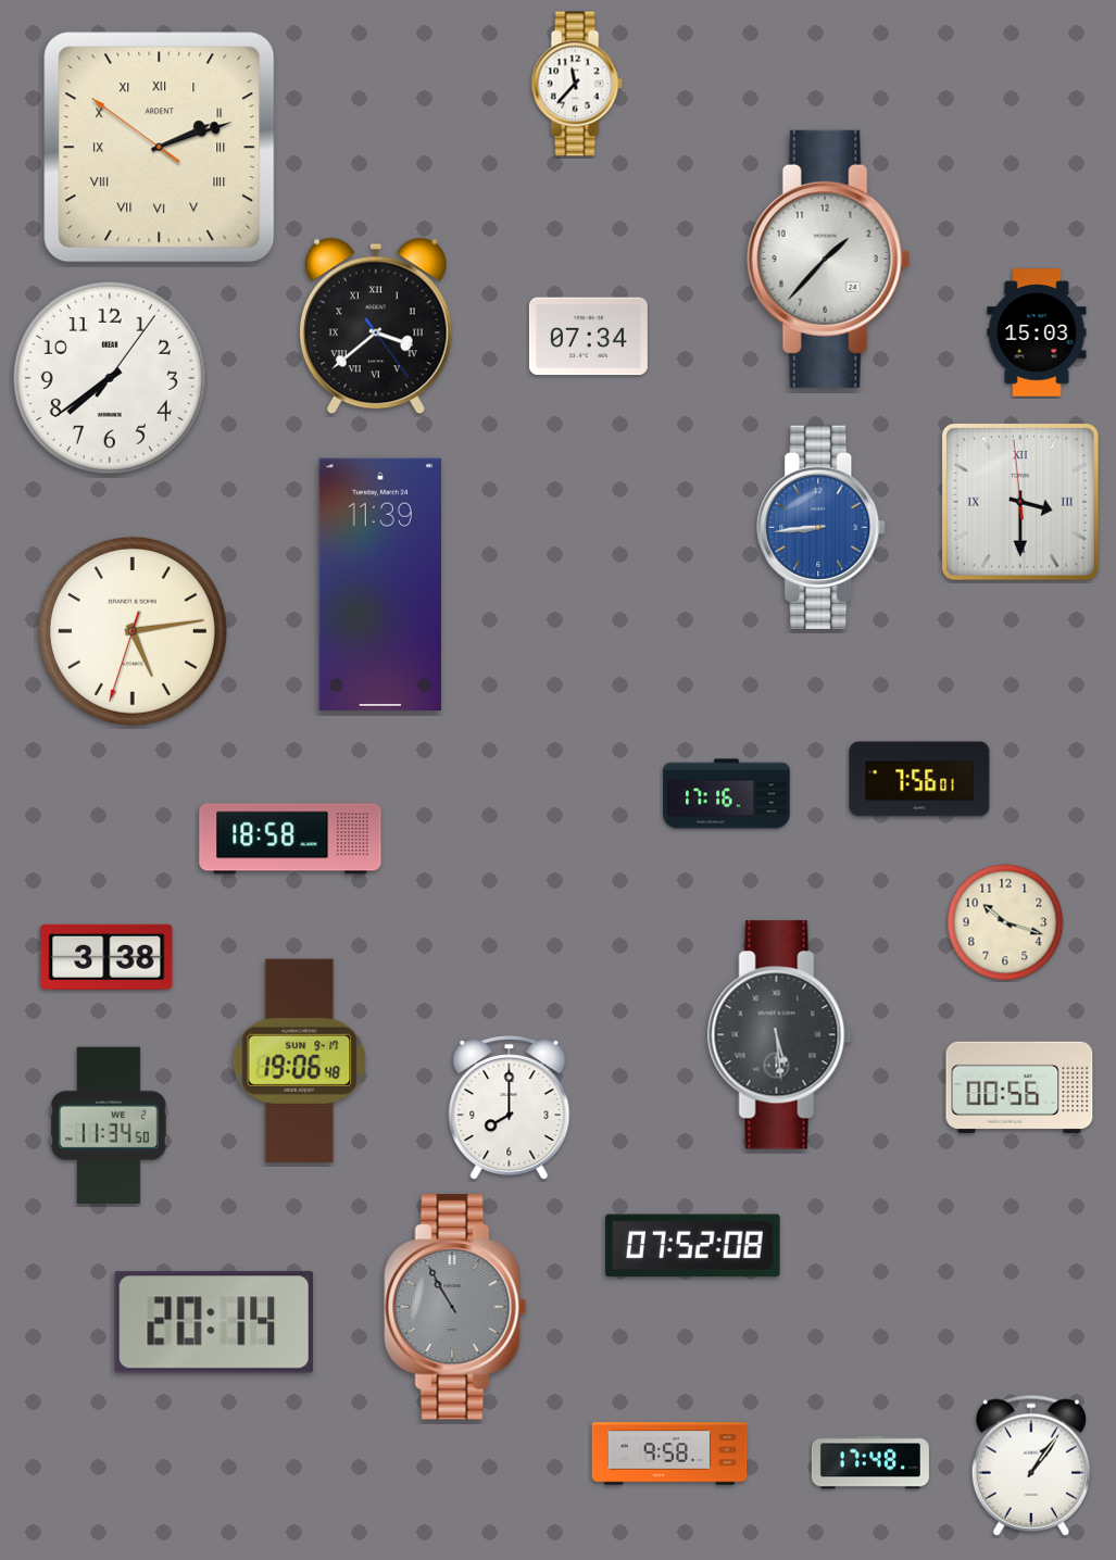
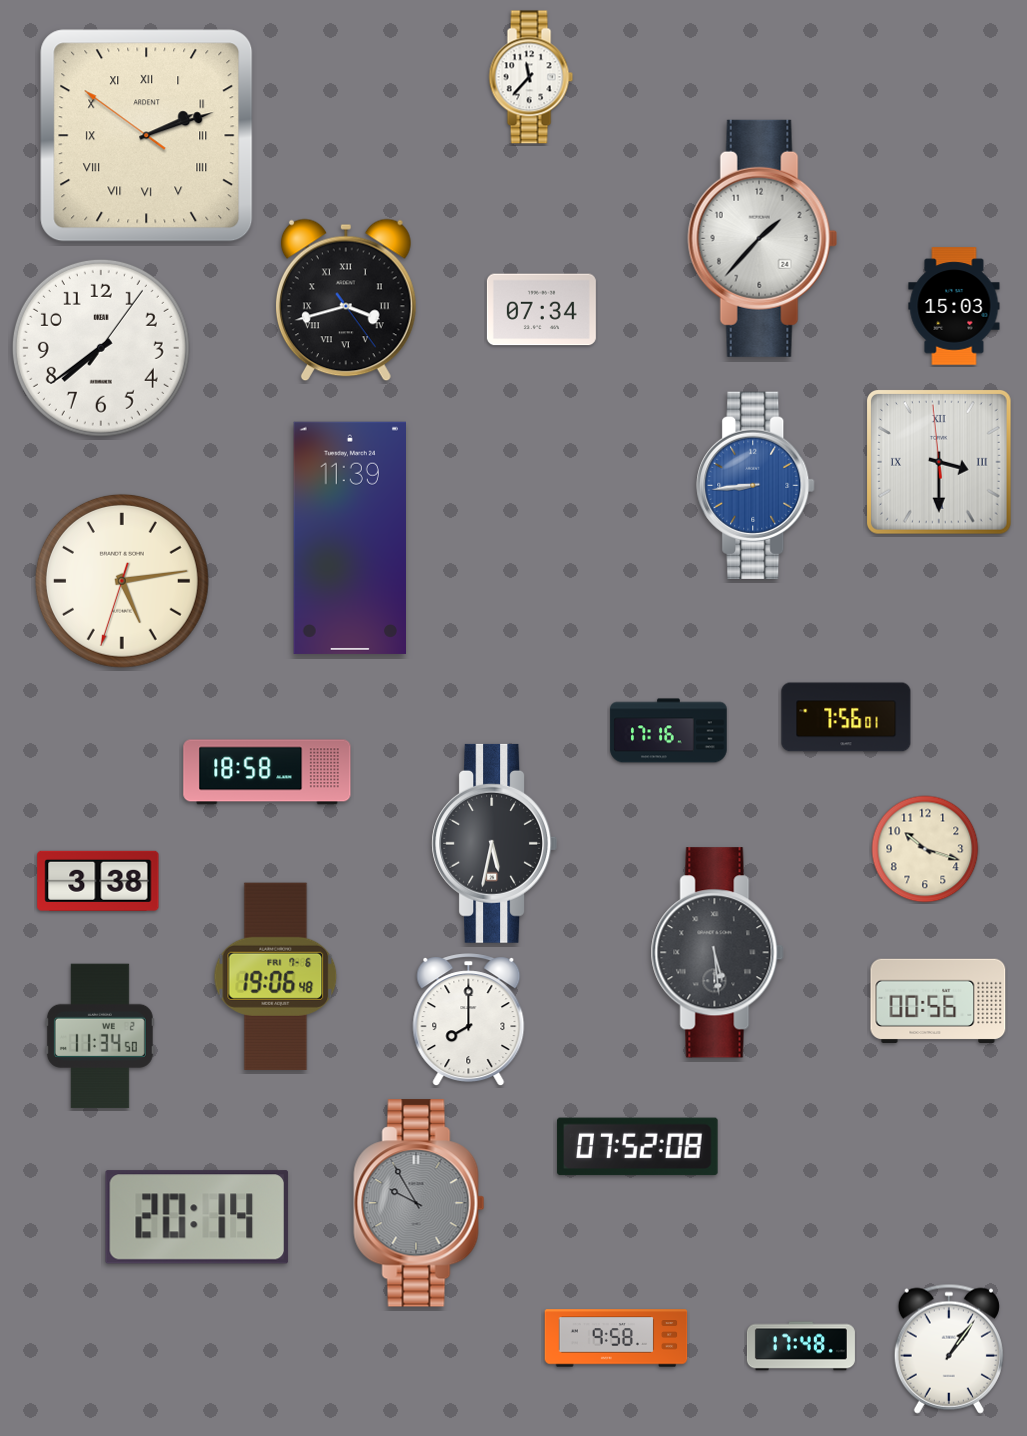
clock at (376, 326): 3:38 -> 3:42
clock at (495, 843): none -> 5:32
clock at (300, 1060) date: SUN 9-17 -> FRI 7-6
clock at (455, 1307): 10:55 -> 9:55
